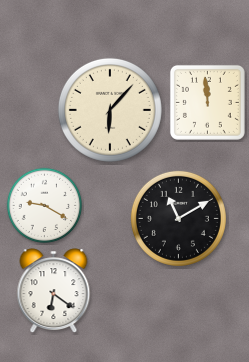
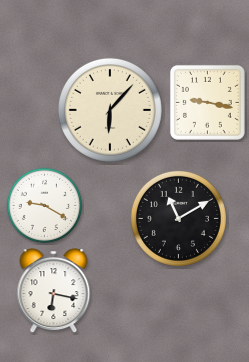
clock at (207, 102): 11:59 -> 9:17
clock at (54, 290): 6:21 -> 6:17
